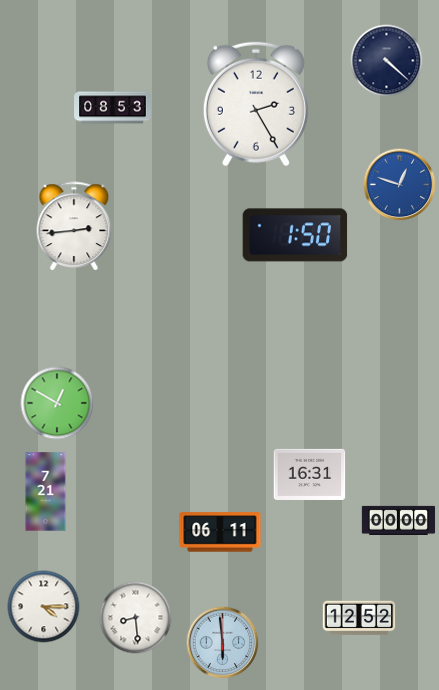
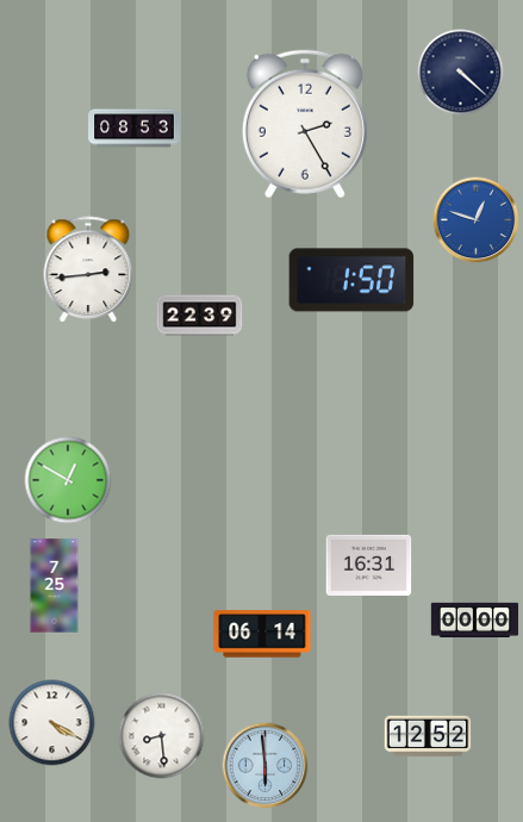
clock at (200, 316): none -> 22:39
clock at (46, 492): 7:21 -> 7:25
clock at (220, 532): 06:11 -> 06:14
clock at (44, 607): 4:15 -> 4:20
